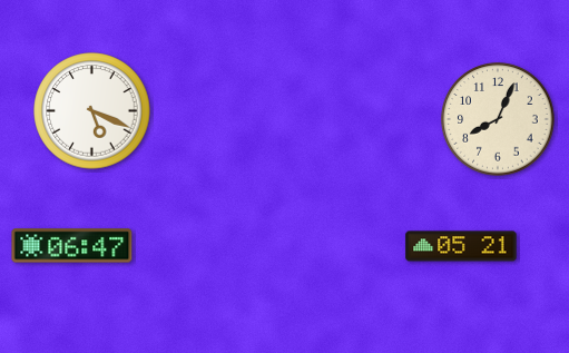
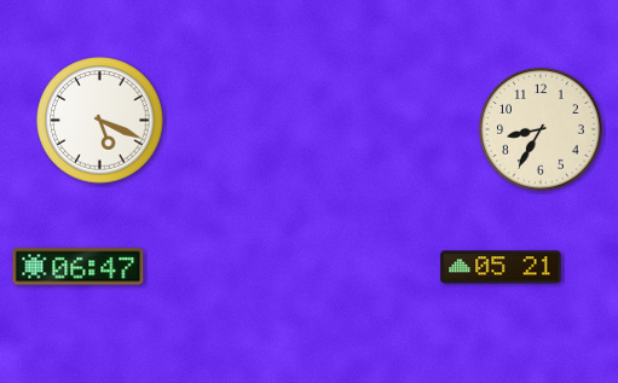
clock at (498, 119): 8:04 -> 8:35
